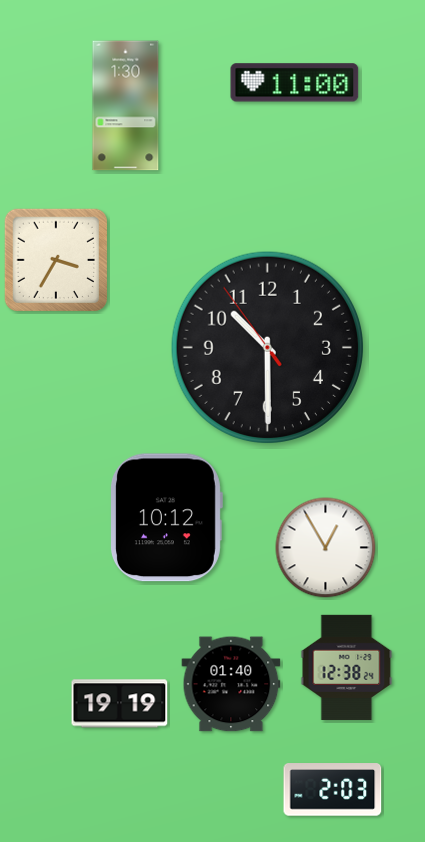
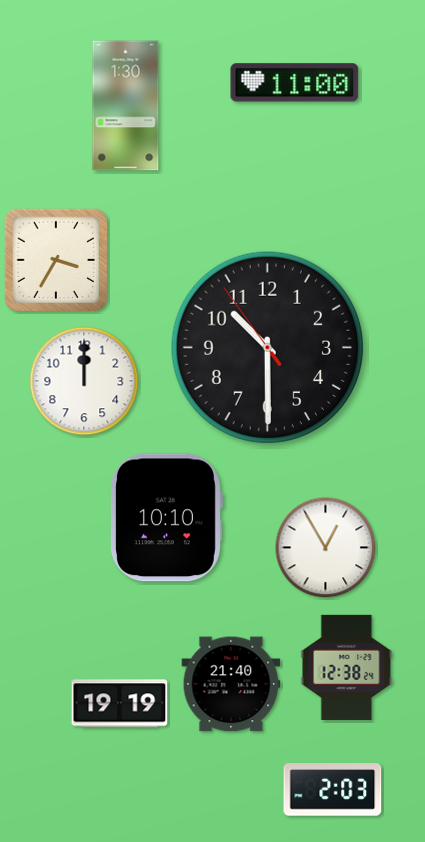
clock at (84, 381): none -> 12:00
clock at (166, 518): 10:12 -> 10:10
clock at (231, 684): 01:40 -> 21:40
